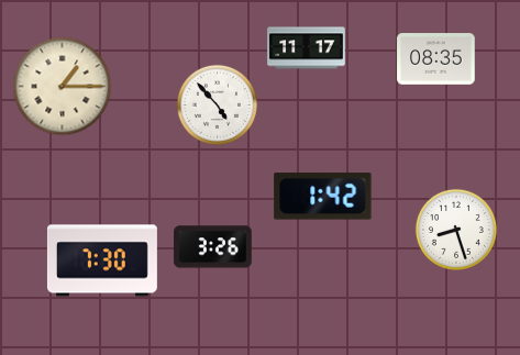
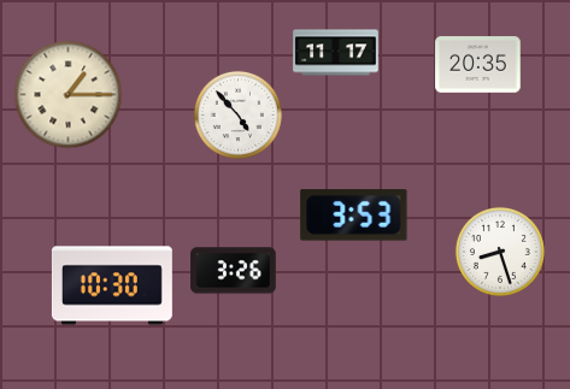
clock at (436, 59): 08:35 -> 20:35
clock at (323, 197): 1:42 -> 3:53
clock at (102, 260): 7:30 -> 10:30
